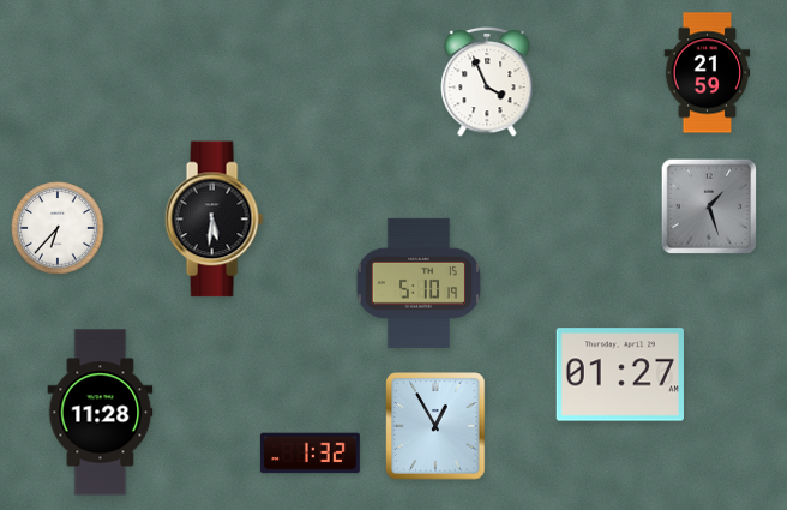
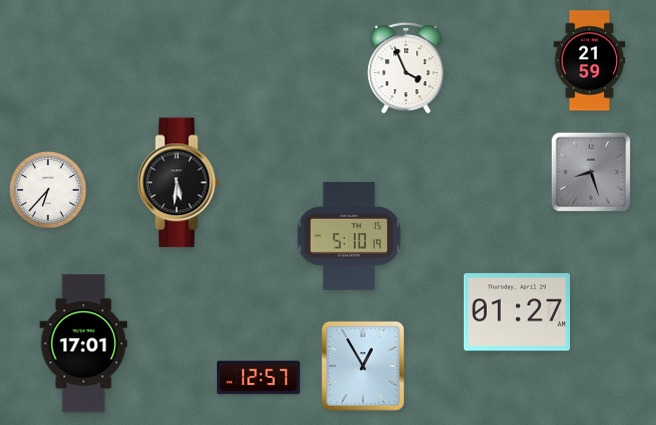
clock at (709, 206): 1:27 -> 8:27
clock at (101, 413): 11:28 -> 17:01
clock at (435, 426) position: (435, 426) -> (363, 366)
clock at (310, 454): 1:32 -> 12:57
